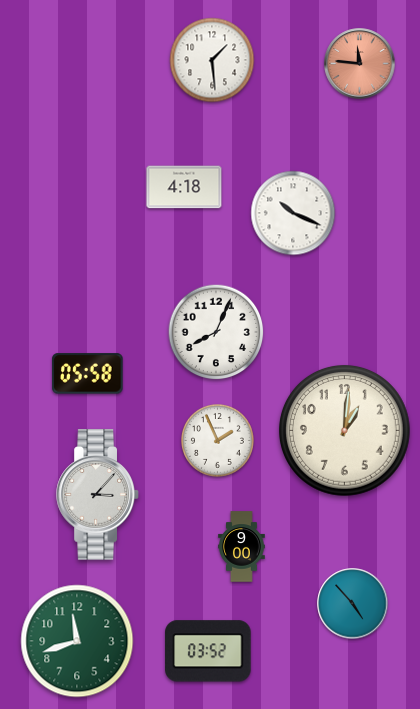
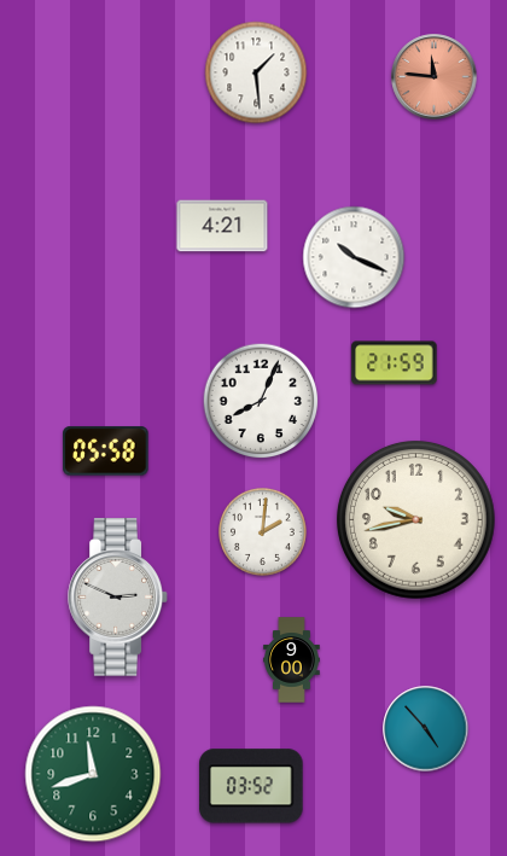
clock at (184, 187): 4:18 -> 4:21
clock at (395, 363): none -> 21:59
clock at (345, 431): 1:01 -> 9:43
clock at (218, 441): 1:56 -> 2:01
clock at (98, 495): 3:07 -> 2:49
